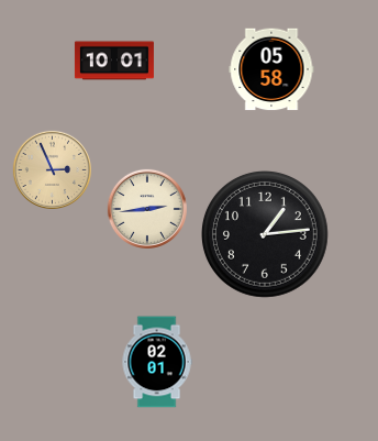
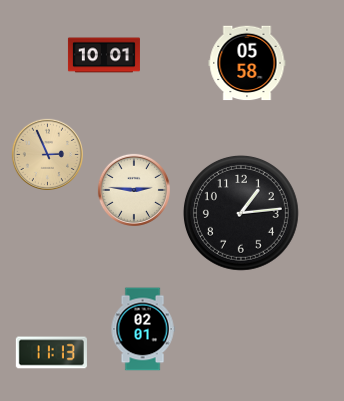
clock at (147, 209): 2:44 -> 2:46
clock at (51, 353): none -> 11:13
